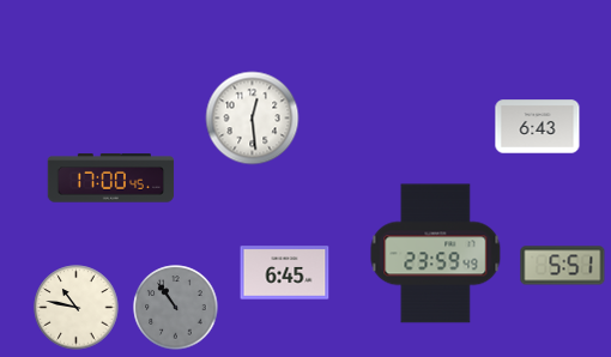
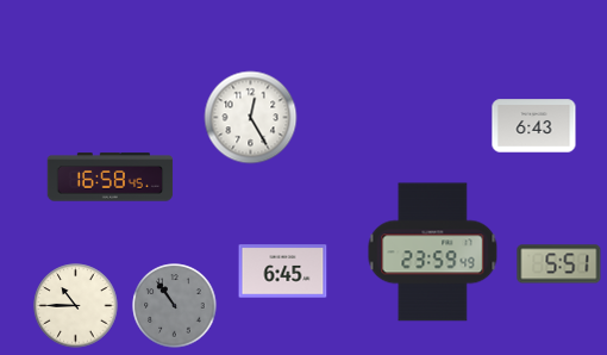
clock at (253, 119): 12:29 -> 12:25
clock at (111, 179): 17:00 -> 16:58
clock at (77, 308): 10:47 -> 10:45
